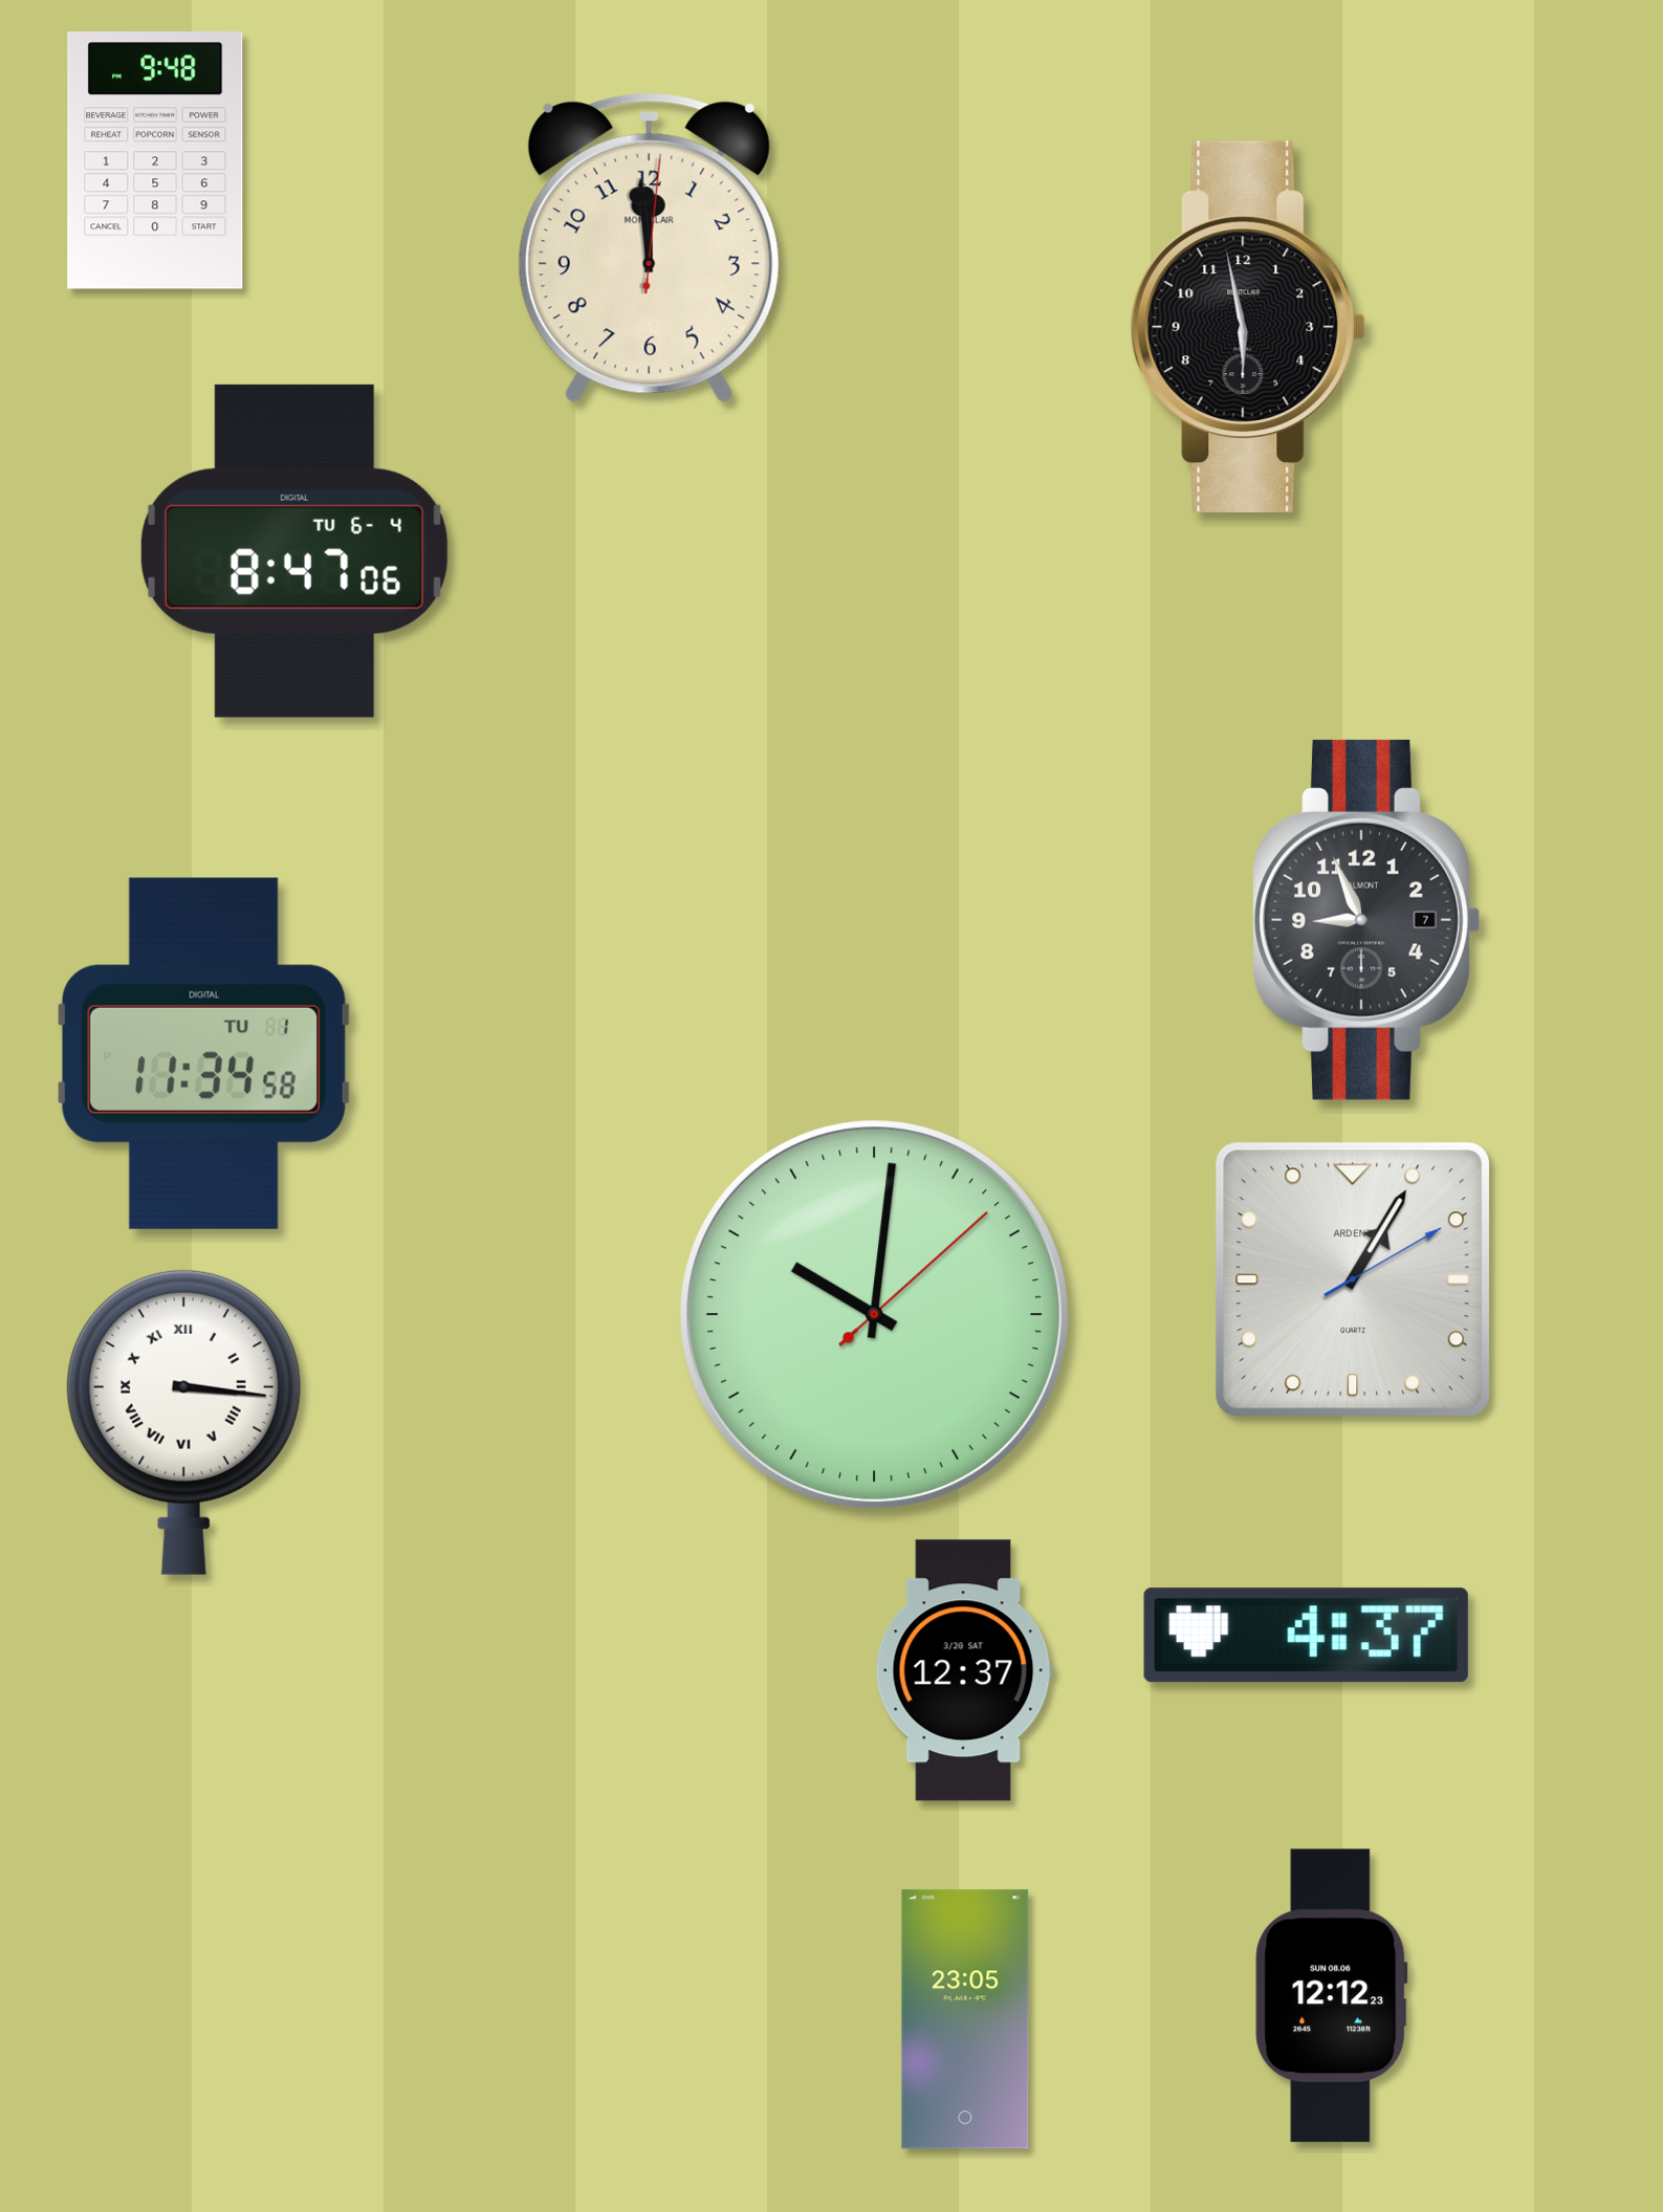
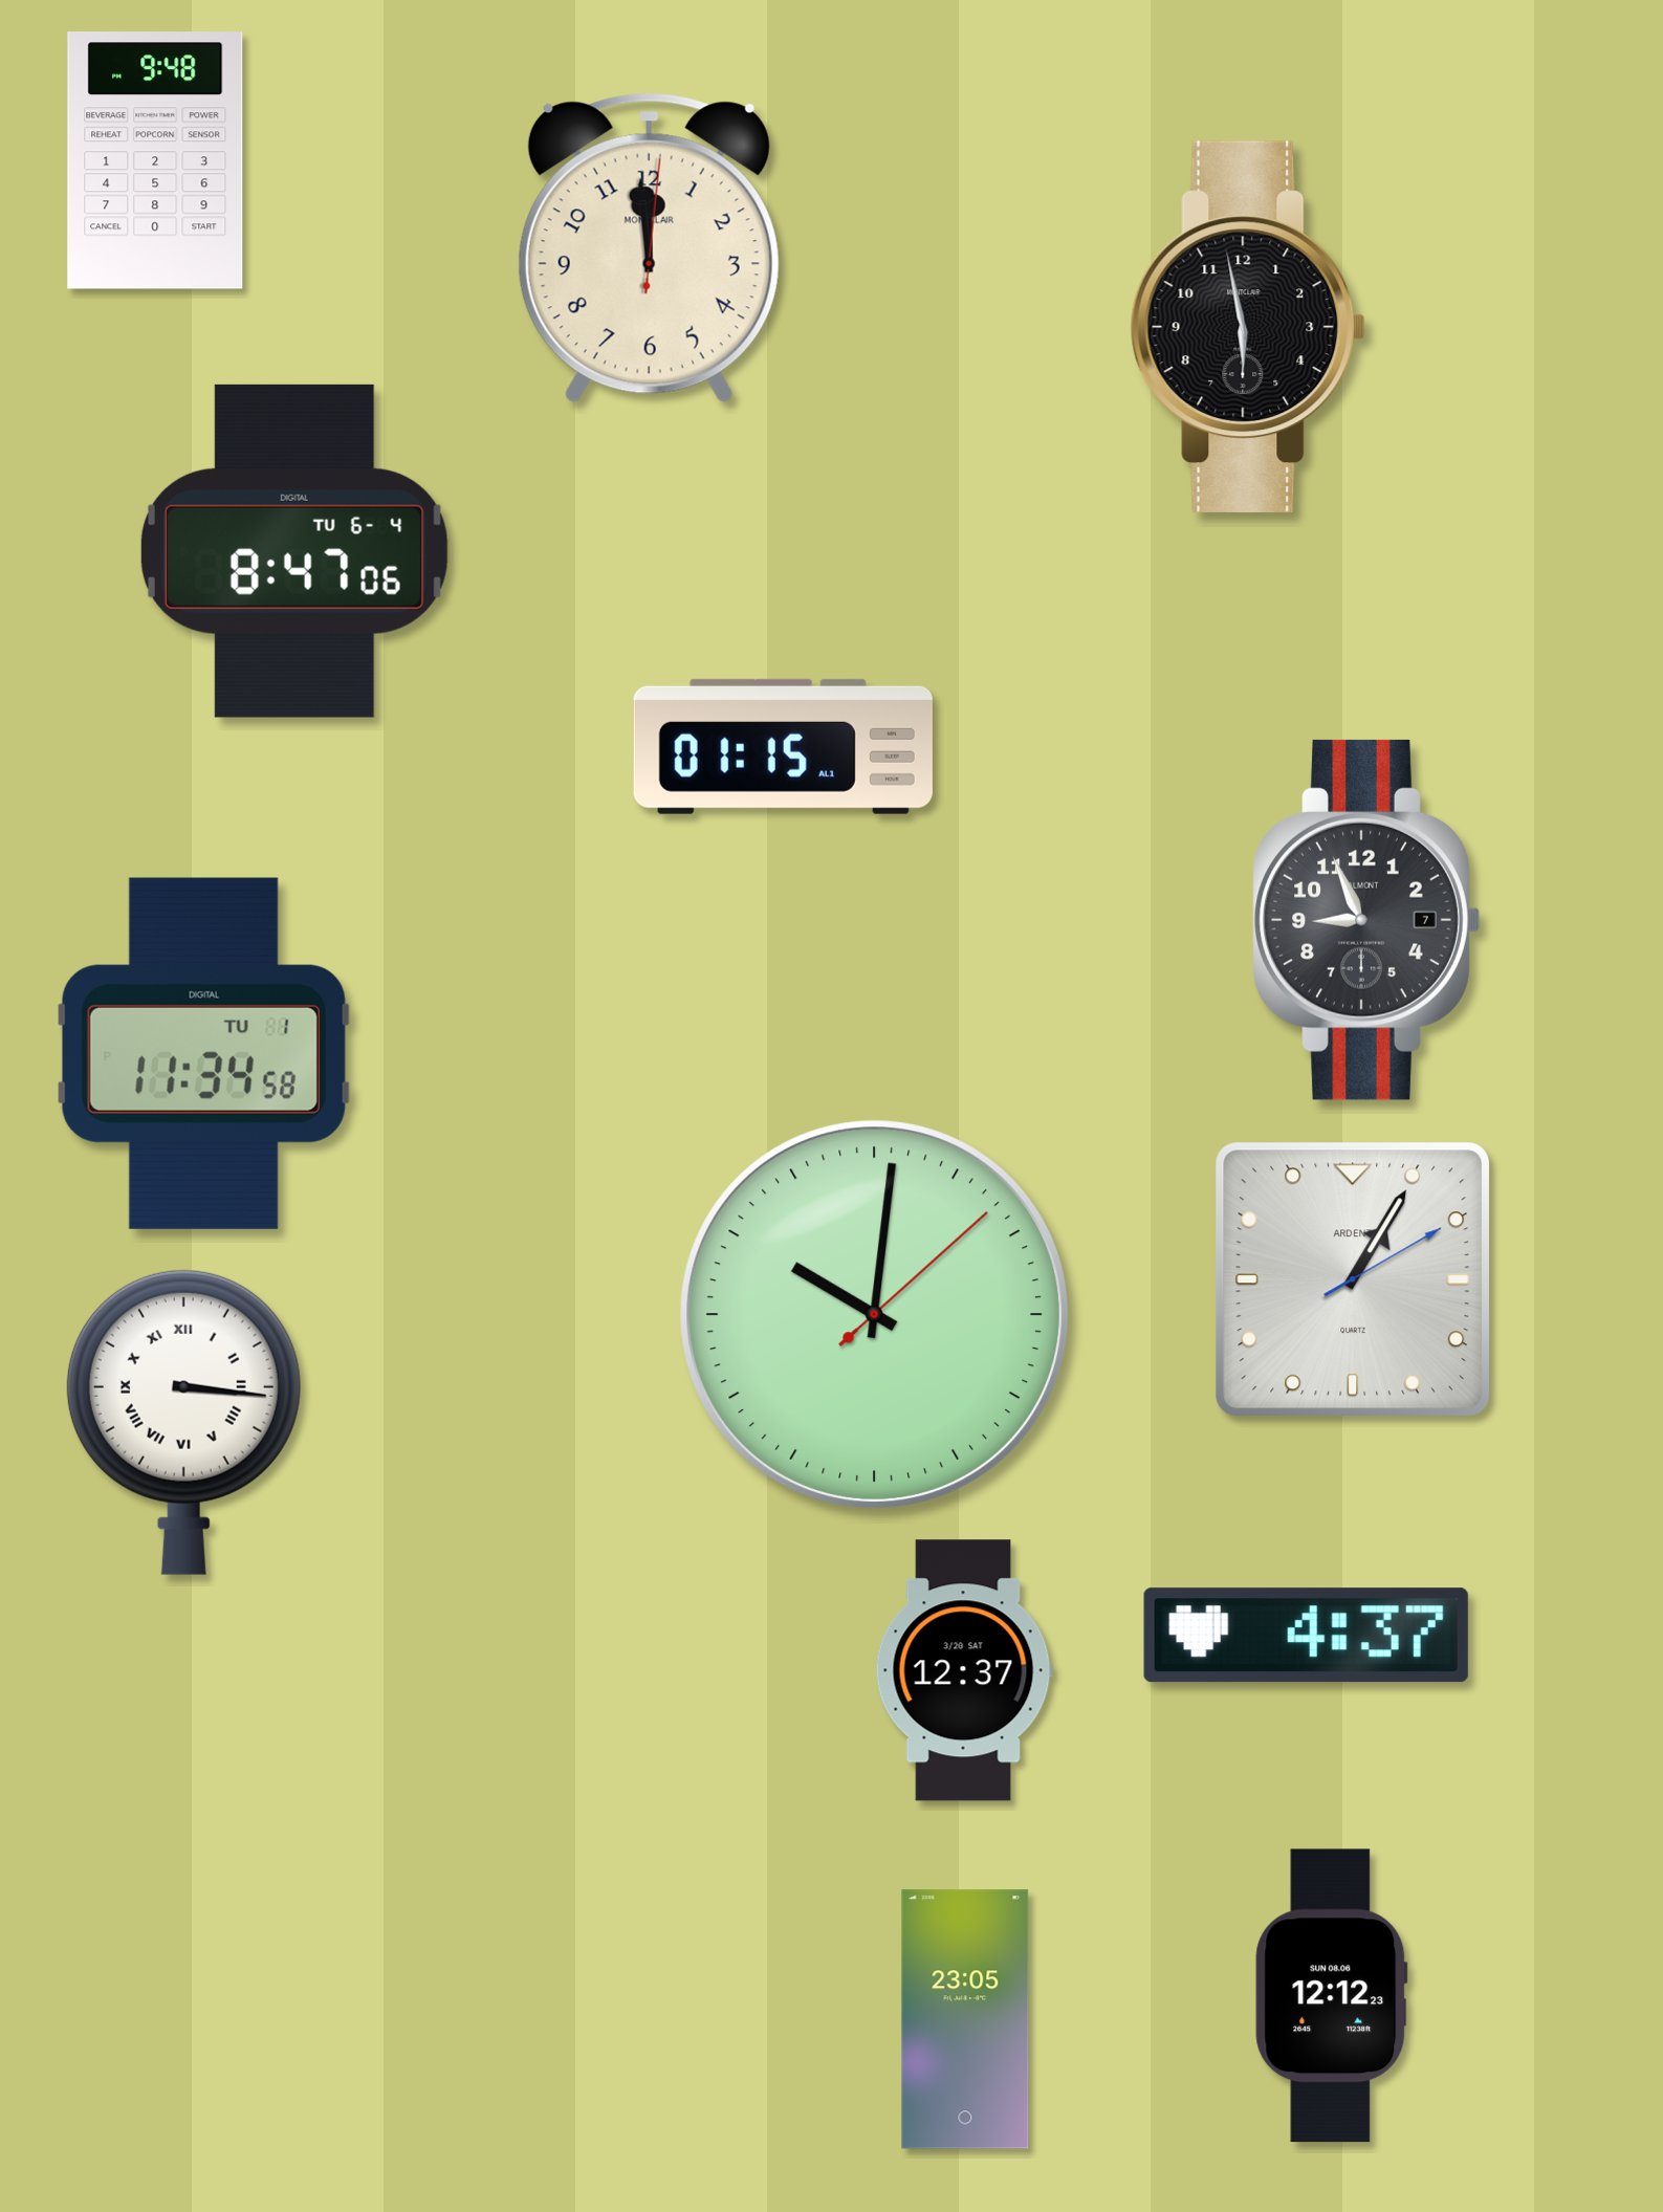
clock at (783, 746): none -> 01:15
